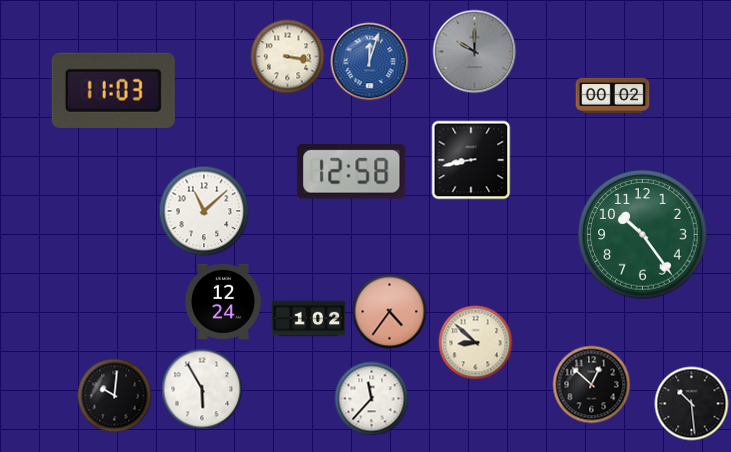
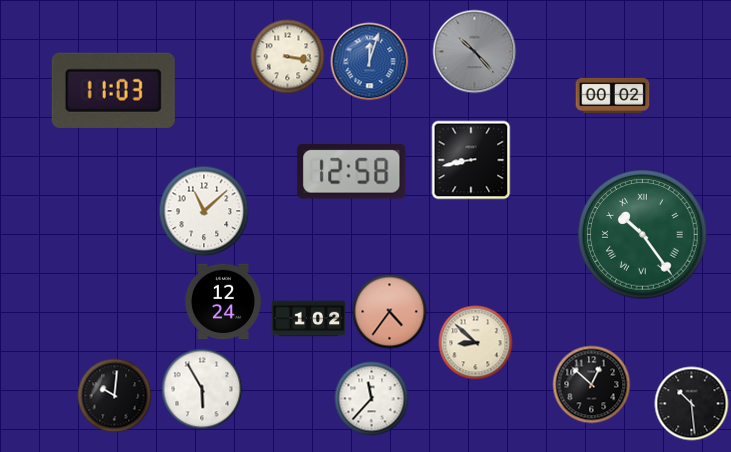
clock at (475, 52): 10:00 -> 10:23
clock at (643, 235) numerals: Arabic -> Roman
